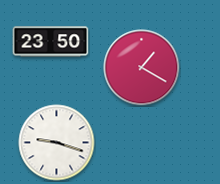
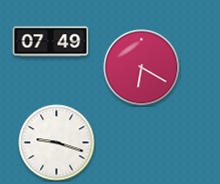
clock at (51, 42): 23:50 -> 07:49
clock at (142, 68): 1:20 -> 6:20
